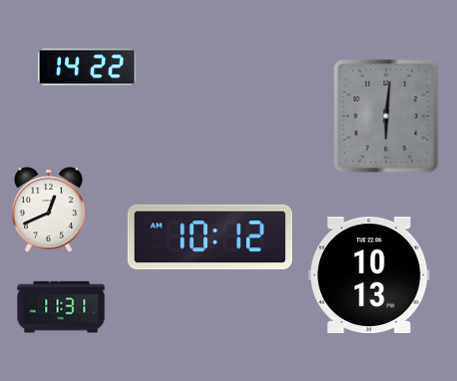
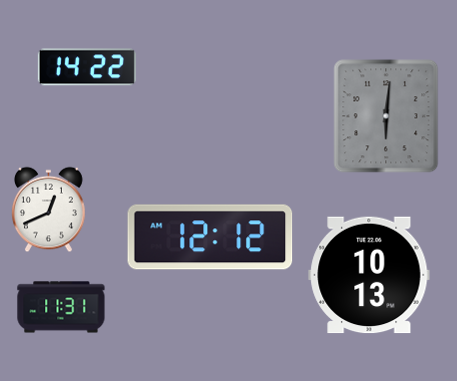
clock at (210, 237): 10:12 -> 12:12
